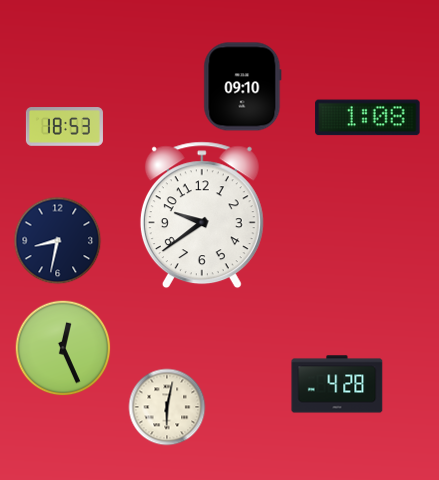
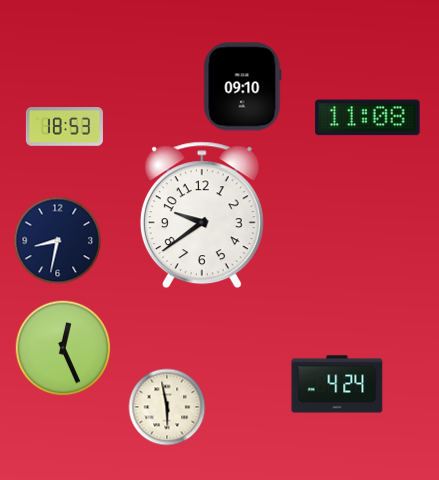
clock at (368, 118): 1:08 -> 11:08
clock at (337, 384): 4:28 -> 4:24
clock at (167, 407): 6:02 -> 5:58
